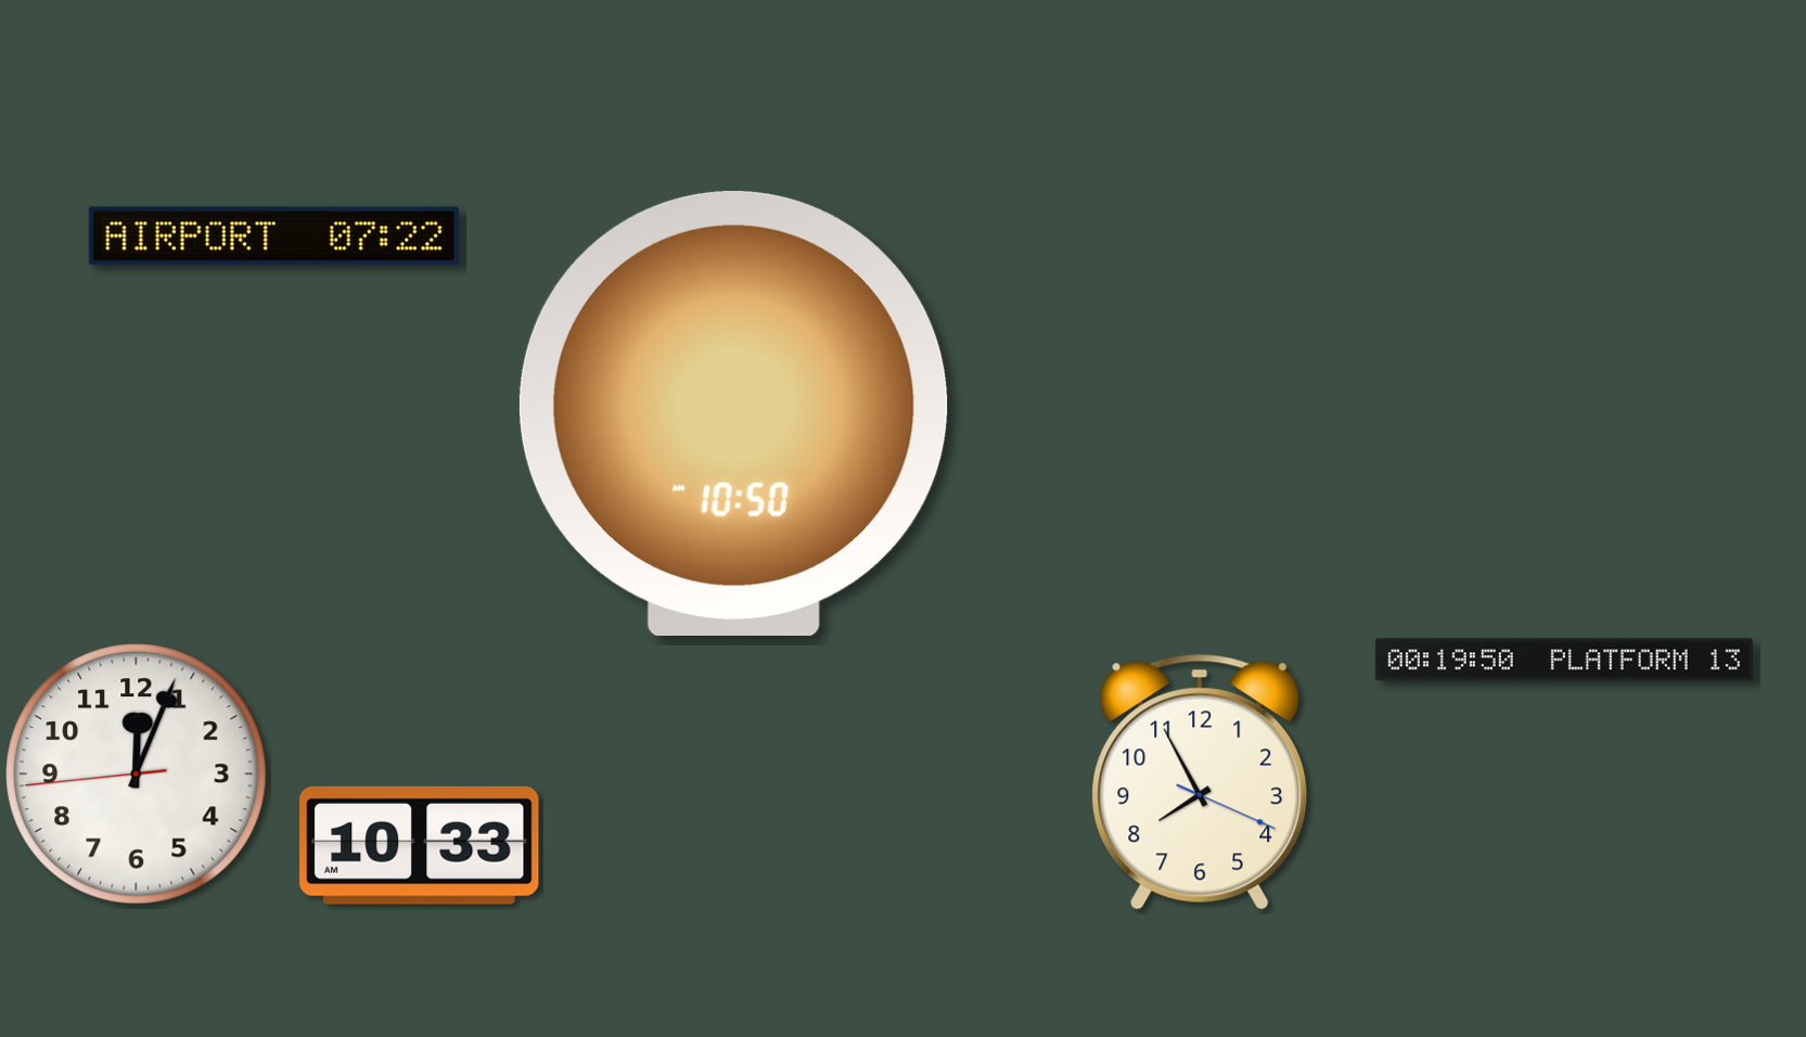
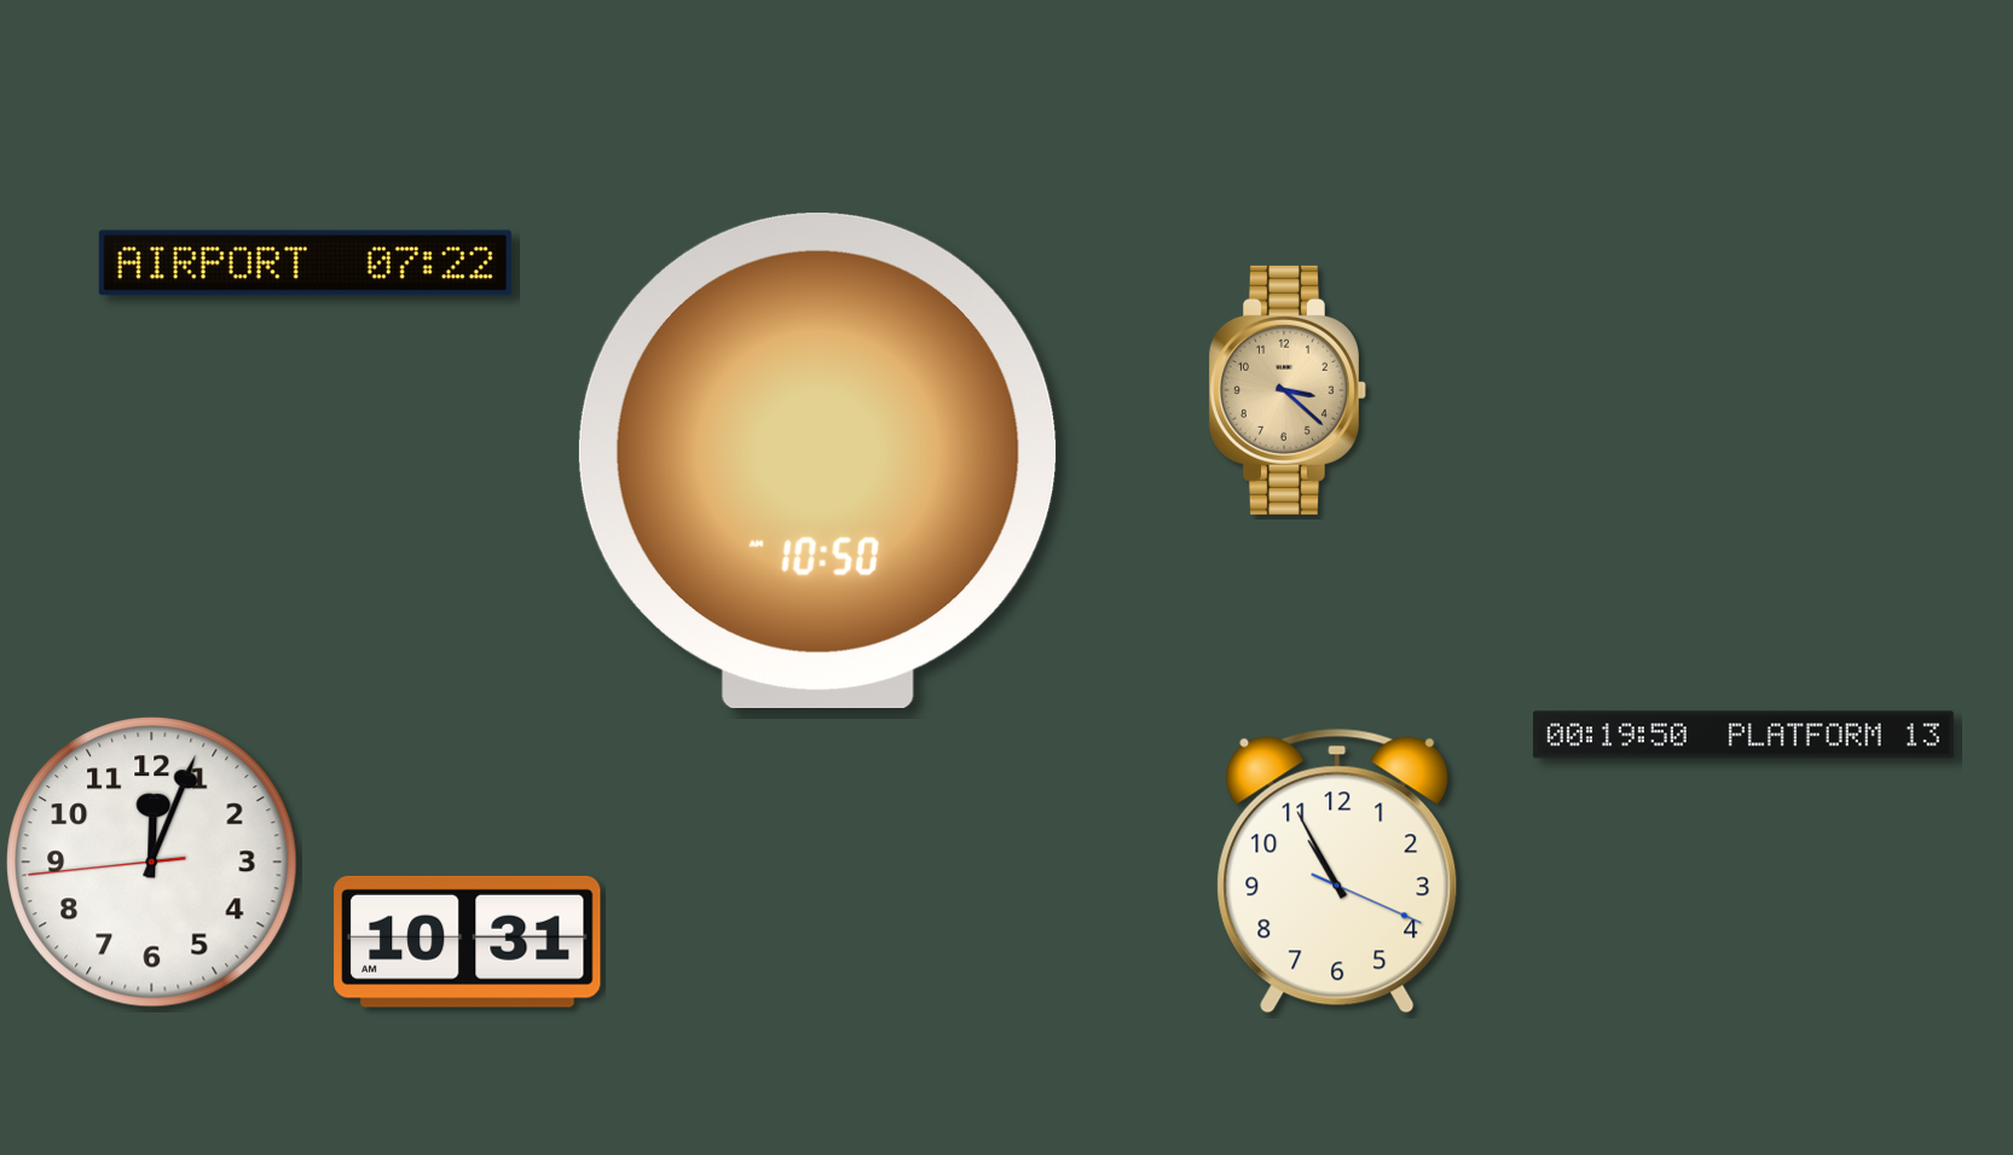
clock at (1288, 390): none -> 3:22
clock at (1200, 782): 7:55 -> 10:55
clock at (420, 845): 10:33 -> 10:31
